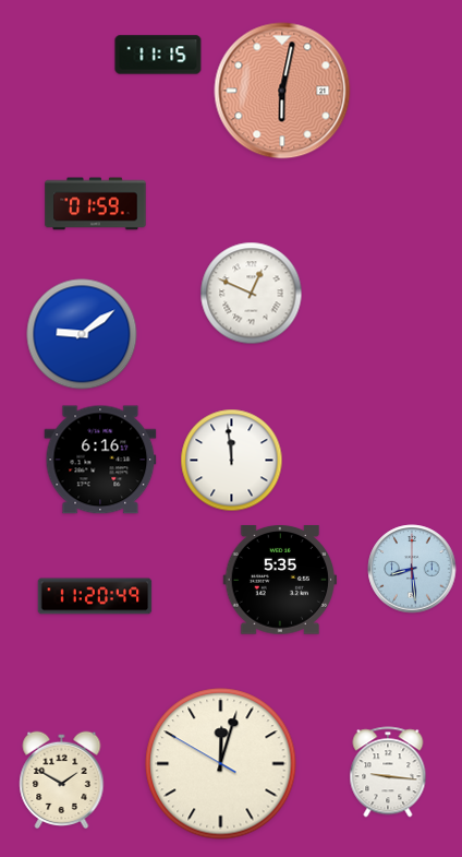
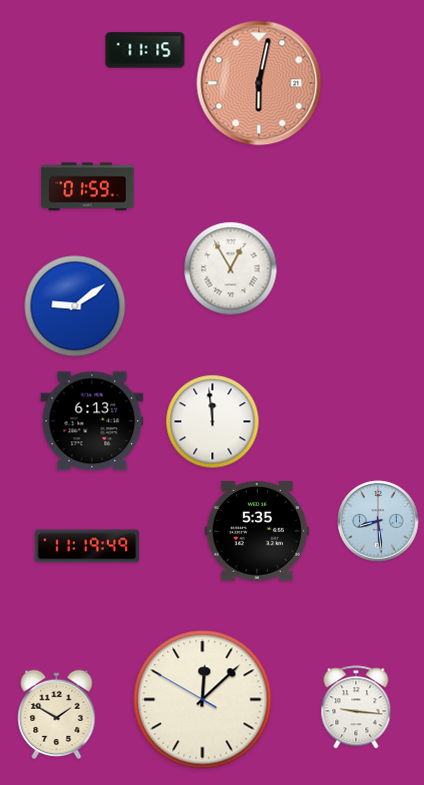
clock at (252, 294): 12:49 -> 12:55
clock at (100, 460): 6:16 -> 6:13
clock at (95, 596): 11:20 -> 11:19
clock at (221, 764): 12:02 -> 12:07
